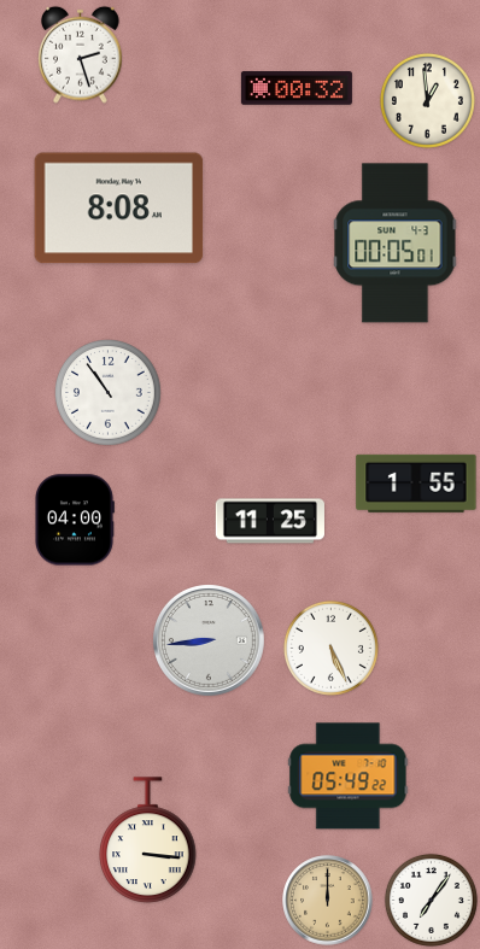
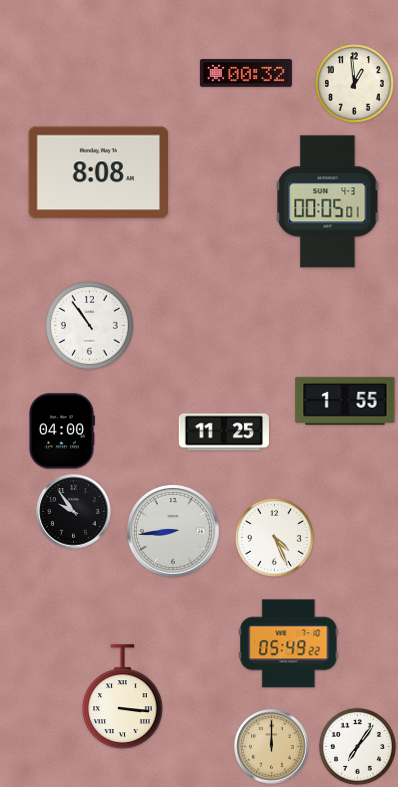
clock at (81, 54): 2:27 -> none
clock at (74, 512): none -> 9:54
clock at (330, 648): 5:26 -> 4:26
